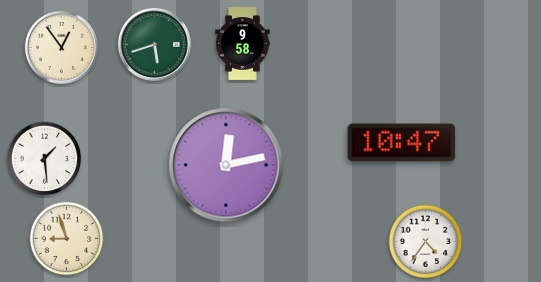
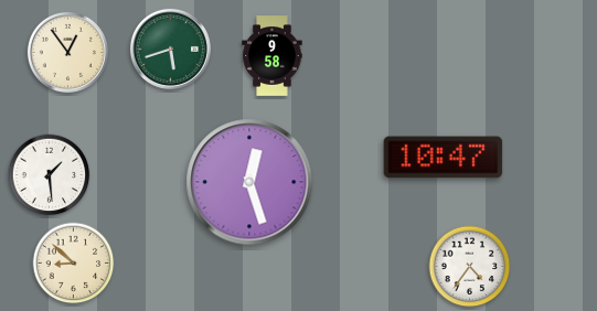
clock at (243, 44) position: (243, 44) -> (273, 56)
clock at (226, 165): 12:13 -> 12:27
clock at (67, 239): 8:57 -> 8:52
